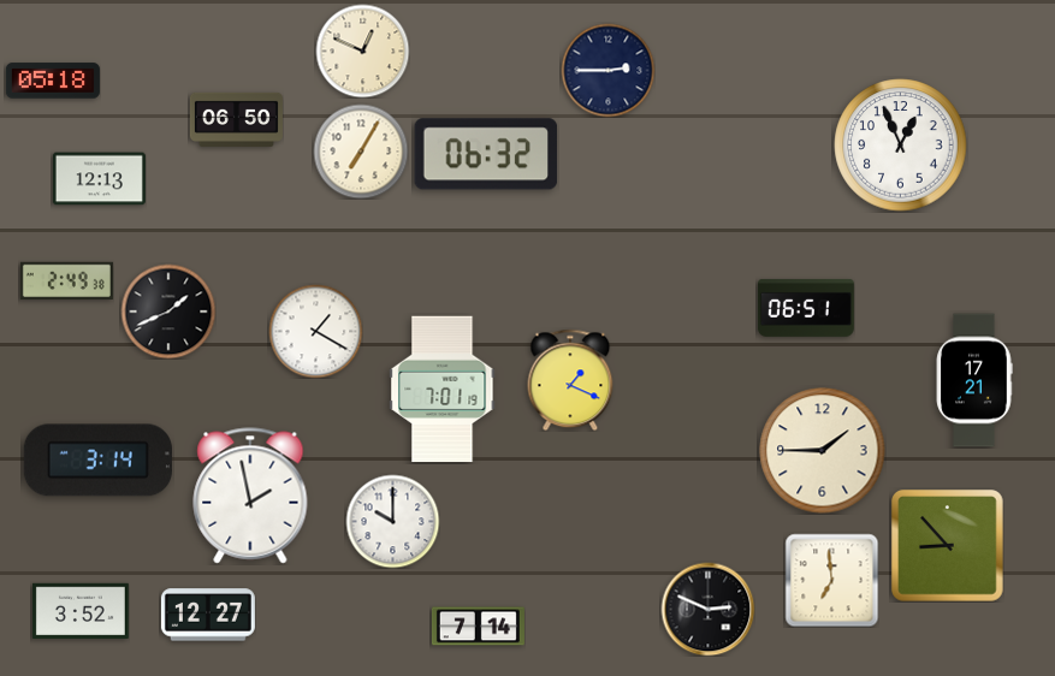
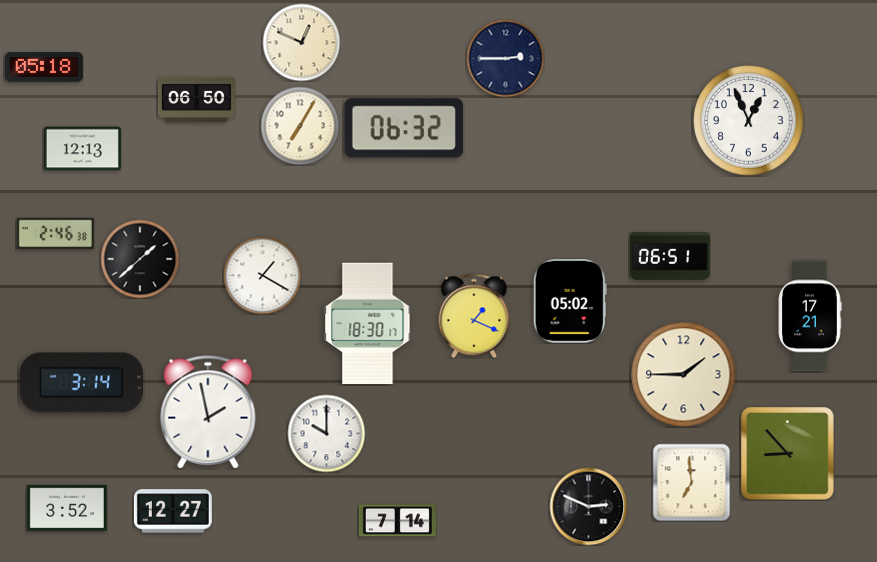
clock at (66, 280): 2:49 -> 2:46
clock at (168, 312): 1:41 -> 1:38
clock at (570, 302): none -> 05:02
clock at (443, 390): 7:01 -> 18:30
